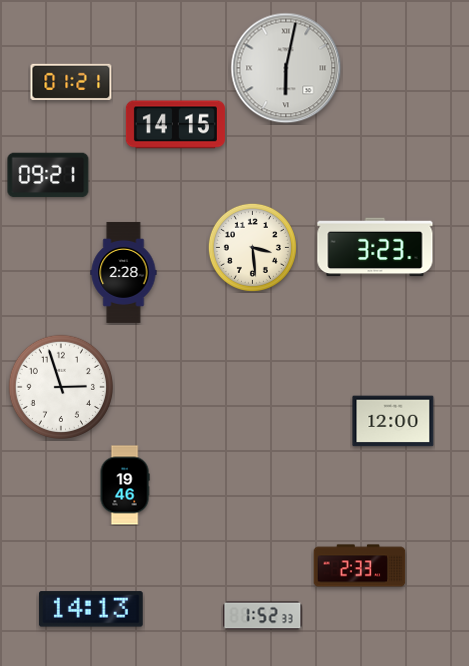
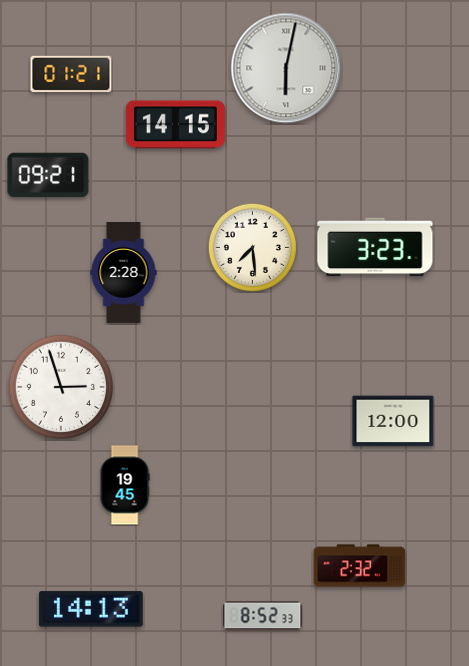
clock at (71, 82) position: (71, 82) -> (71, 74)
clock at (252, 247): 3:29 -> 7:29
clock at (125, 485): 19:46 -> 19:45
clock at (360, 566): 2:33 -> 2:32
clock at (263, 616): 1:52 -> 8:52
